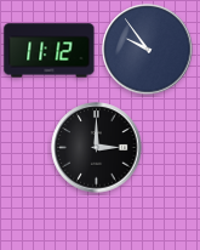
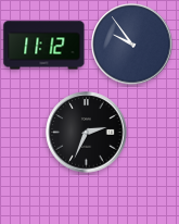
clock at (97, 148): 3:00 -> 2:34
